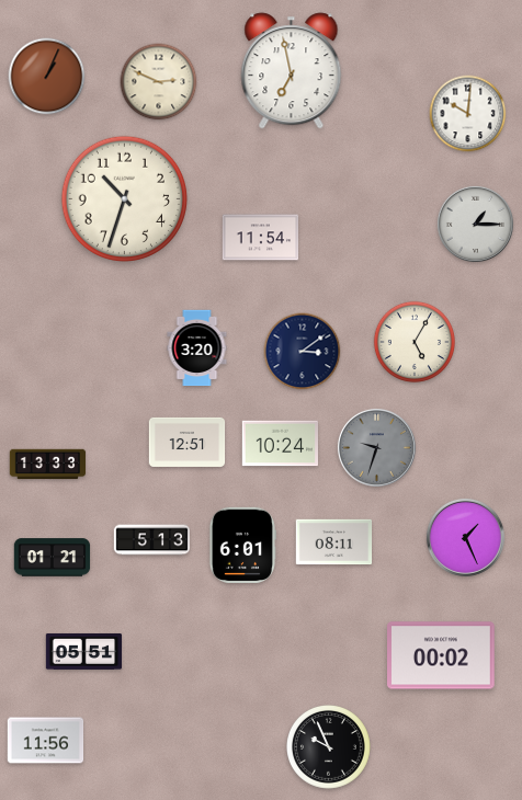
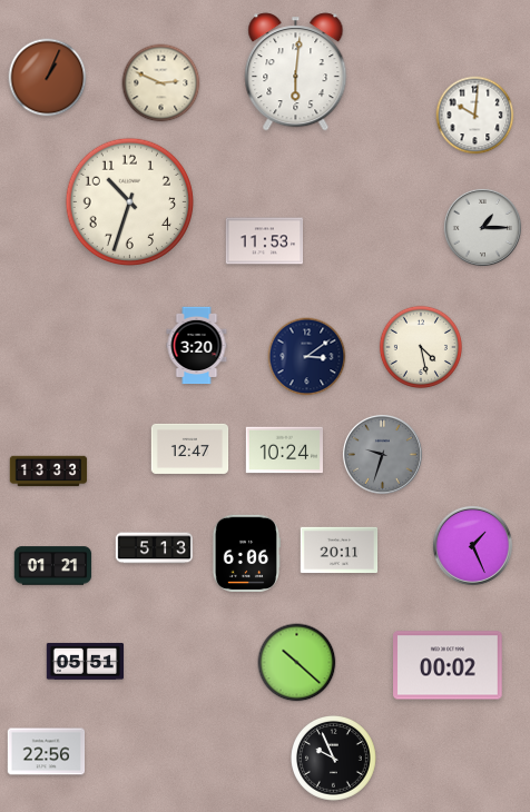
clock at (292, 71): 6:58 -> 6:01
clock at (125, 199) position: (125, 199) -> (130, 202)
clock at (261, 238): 11:54 -> 11:53
clock at (415, 342): 5:05 -> 4:28
clock at (197, 348) position: (197, 348) -> (197, 346)
clock at (188, 442): 12:51 -> 12:47
clock at (334, 542): 08:11 -> 20:11
clock at (242, 545): 6:01 -> 6:06
clock at (297, 663): none -> 10:22
clock at (46, 741): 11:56 -> 22:56
